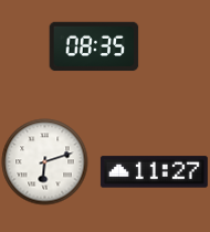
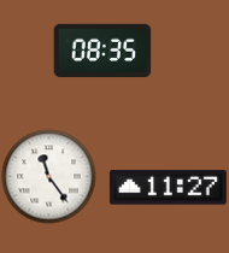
clock at (44, 161): 6:12 -> 11:24
